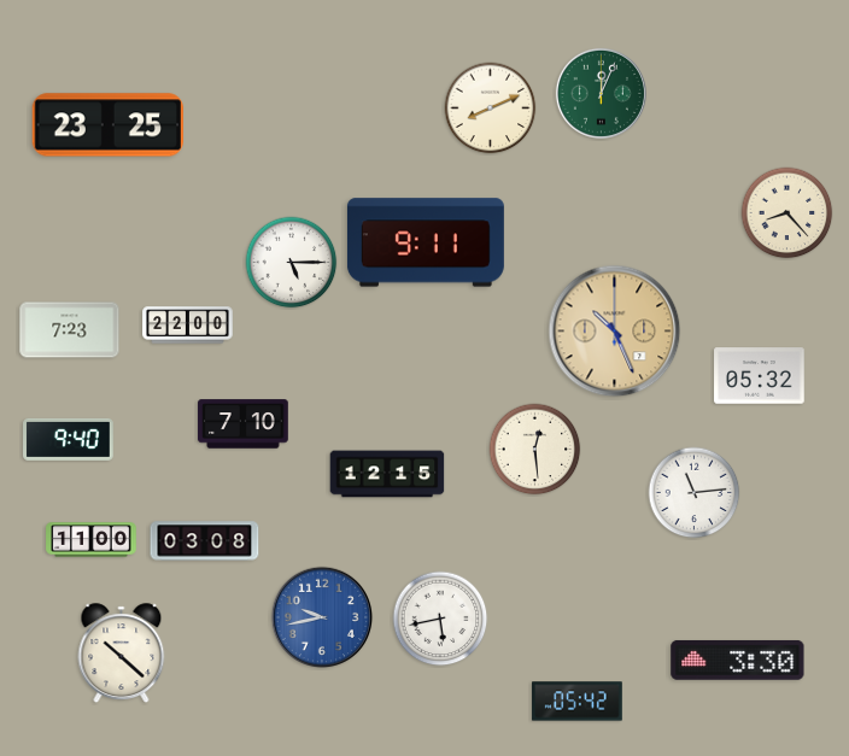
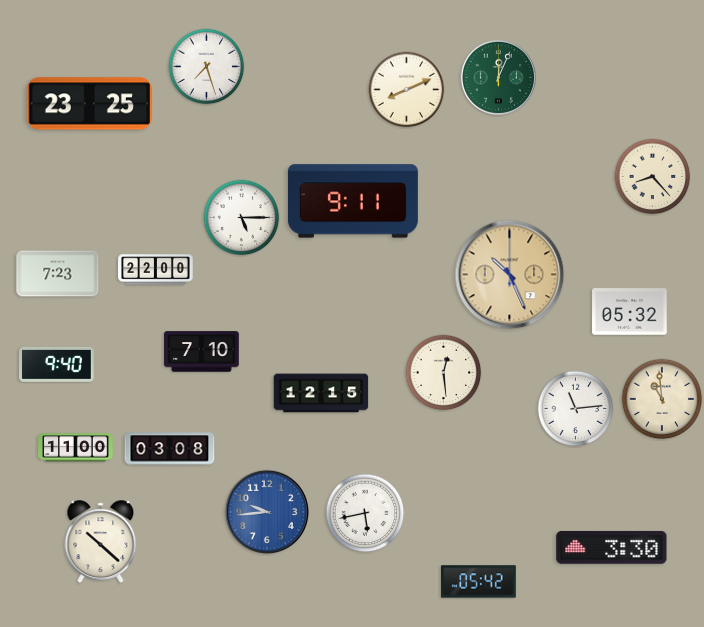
clock at (207, 67): none -> 7:27
clock at (662, 399): none -> 10:59
clock at (322, 617): 9:43 -> 9:44
